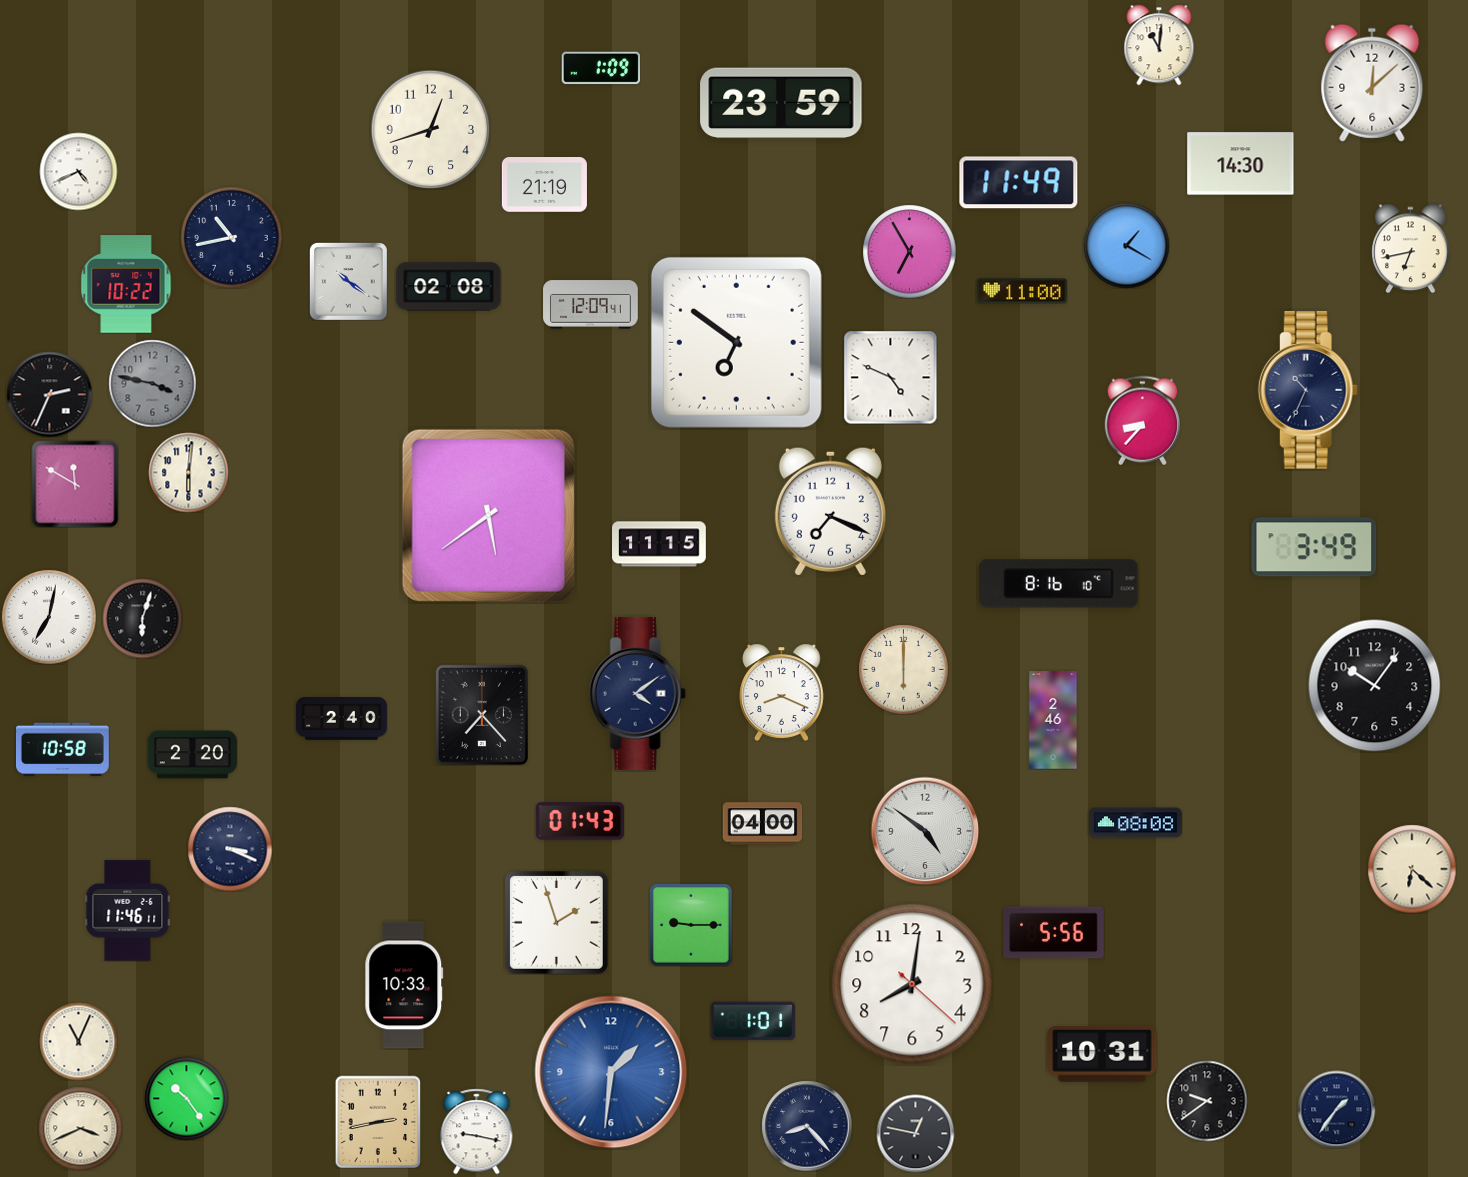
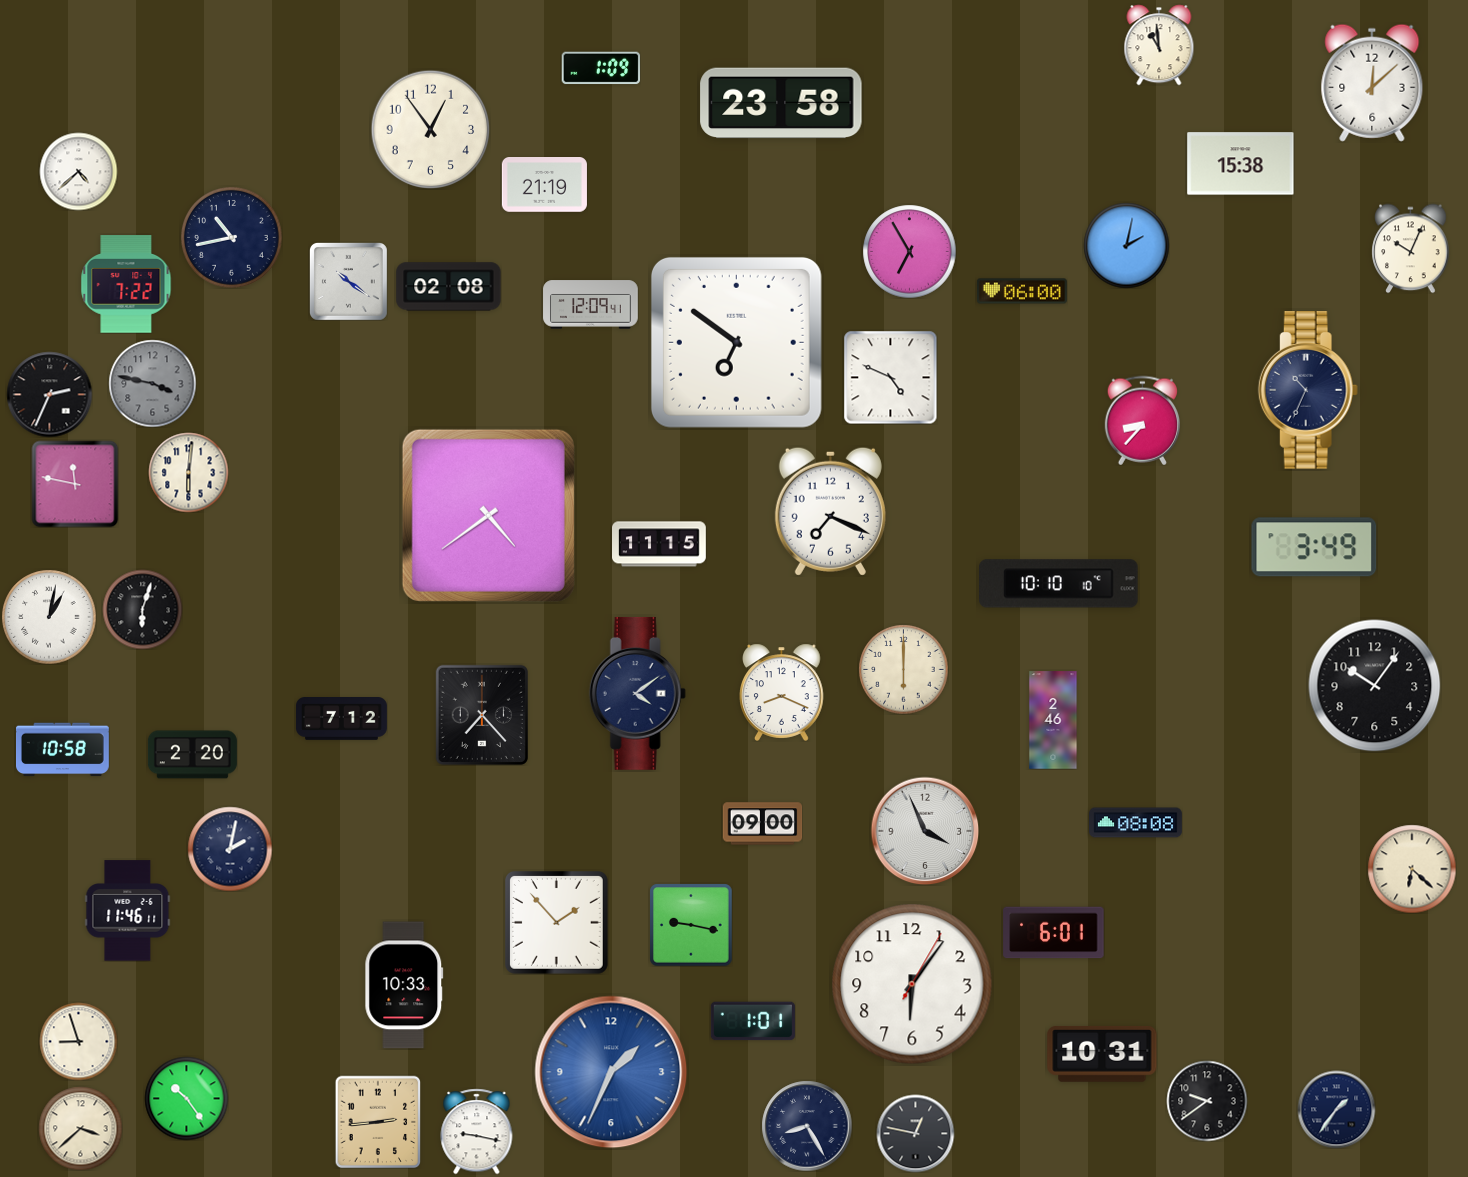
clock at (1159, 45): 11:01 -> 10:59
clock at (781, 103): 23:59 -> 23:58
clock at (430, 129): 12:42 -> 12:54
clock at (1241, 164): 14:30 -> 15:38
clock at (78, 171): 4:41 -> 4:38
clock at (1019, 183): 11:49 -> none
clock at (1126, 245): 1:20 -> 2:02
clock at (1411, 248): 6:43 -> 10:04
clock at (126, 284): 10:22 -> 7:22
clock at (1022, 291): 11:00 -> 06:00
clock at (75, 484): 11:50 -> 11:47
clock at (488, 515): 5:39 -> 4:39
clock at (1059, 584): 8:16 -> 10:10
clock at (49, 617): 7:02 -> 1:02
clock at (142, 618) position: (142, 618) -> (142, 609)
clock at (341, 719): 2:40 -> 7:12
clock at (580, 821): 01:43 -> none
clock at (762, 824): 04:00 -> 09:00
clock at (925, 831): 4:51 -> 3:56
clock at (230, 849): 3:19 -> 2:02
clock at (557, 923): 1:57 -> 1:53
clock at (691, 925): 9:15 -> 9:17
clock at (1054, 933): 5:56 -> 6:01
clock at (912, 984): 8:01 -> 6:06
clock at (78, 1041): 11:04 -> 8:57
clock at (611, 1072): 1:31 -> 1:34
clock at (378, 1122): 2:43 -> 2:44
clock at (807, 1126): 8:23 -> 8:25
clock at (80, 1128): 3:41 -> 3:38
